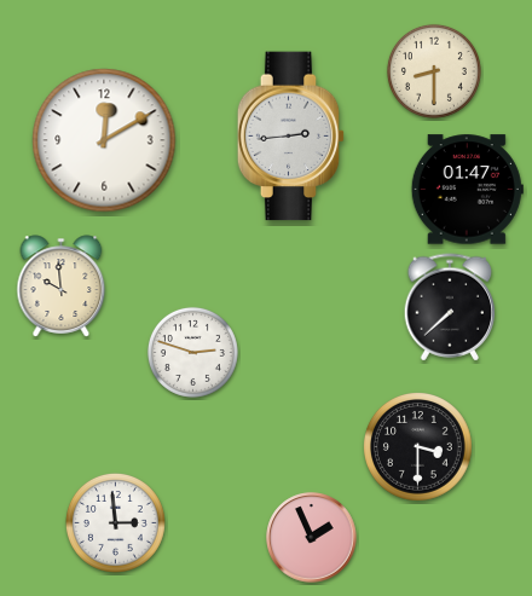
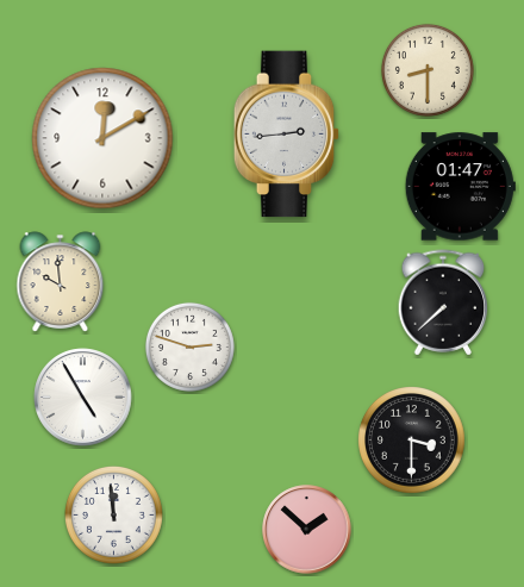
clock at (83, 398): none -> 4:55
clock at (115, 522): 2:59 -> 11:59
clock at (312, 538): 1:56 -> 1:52
